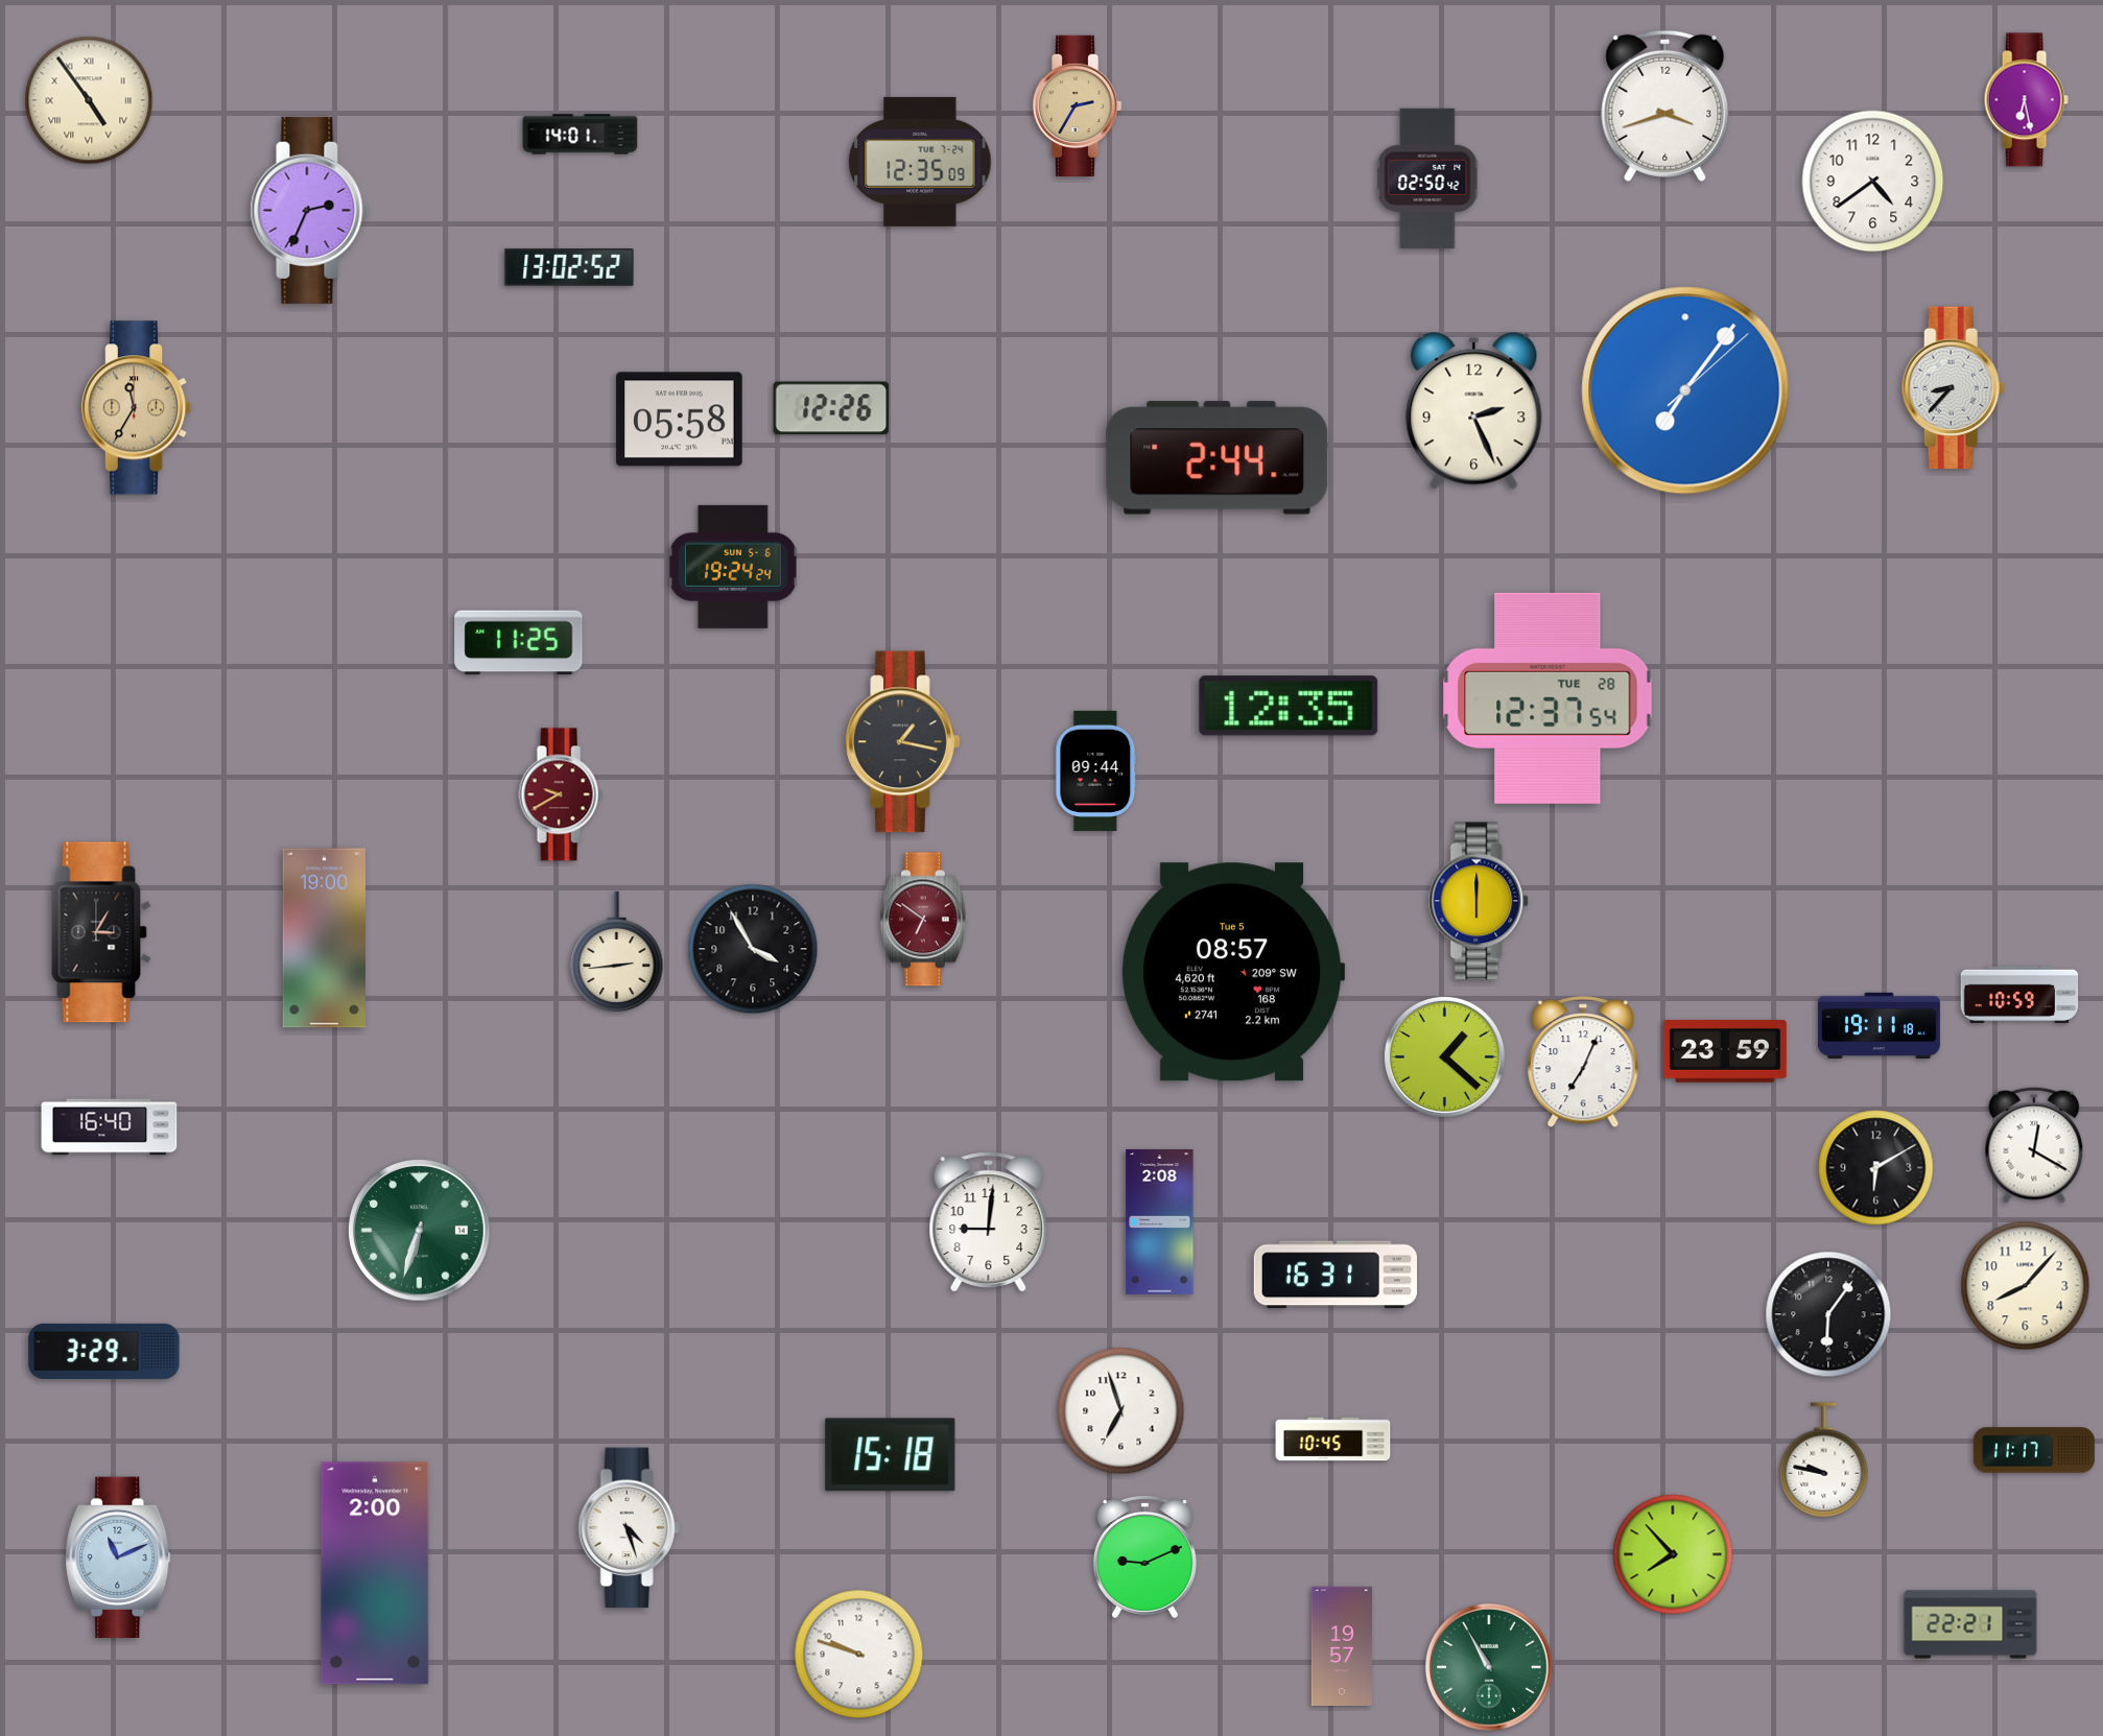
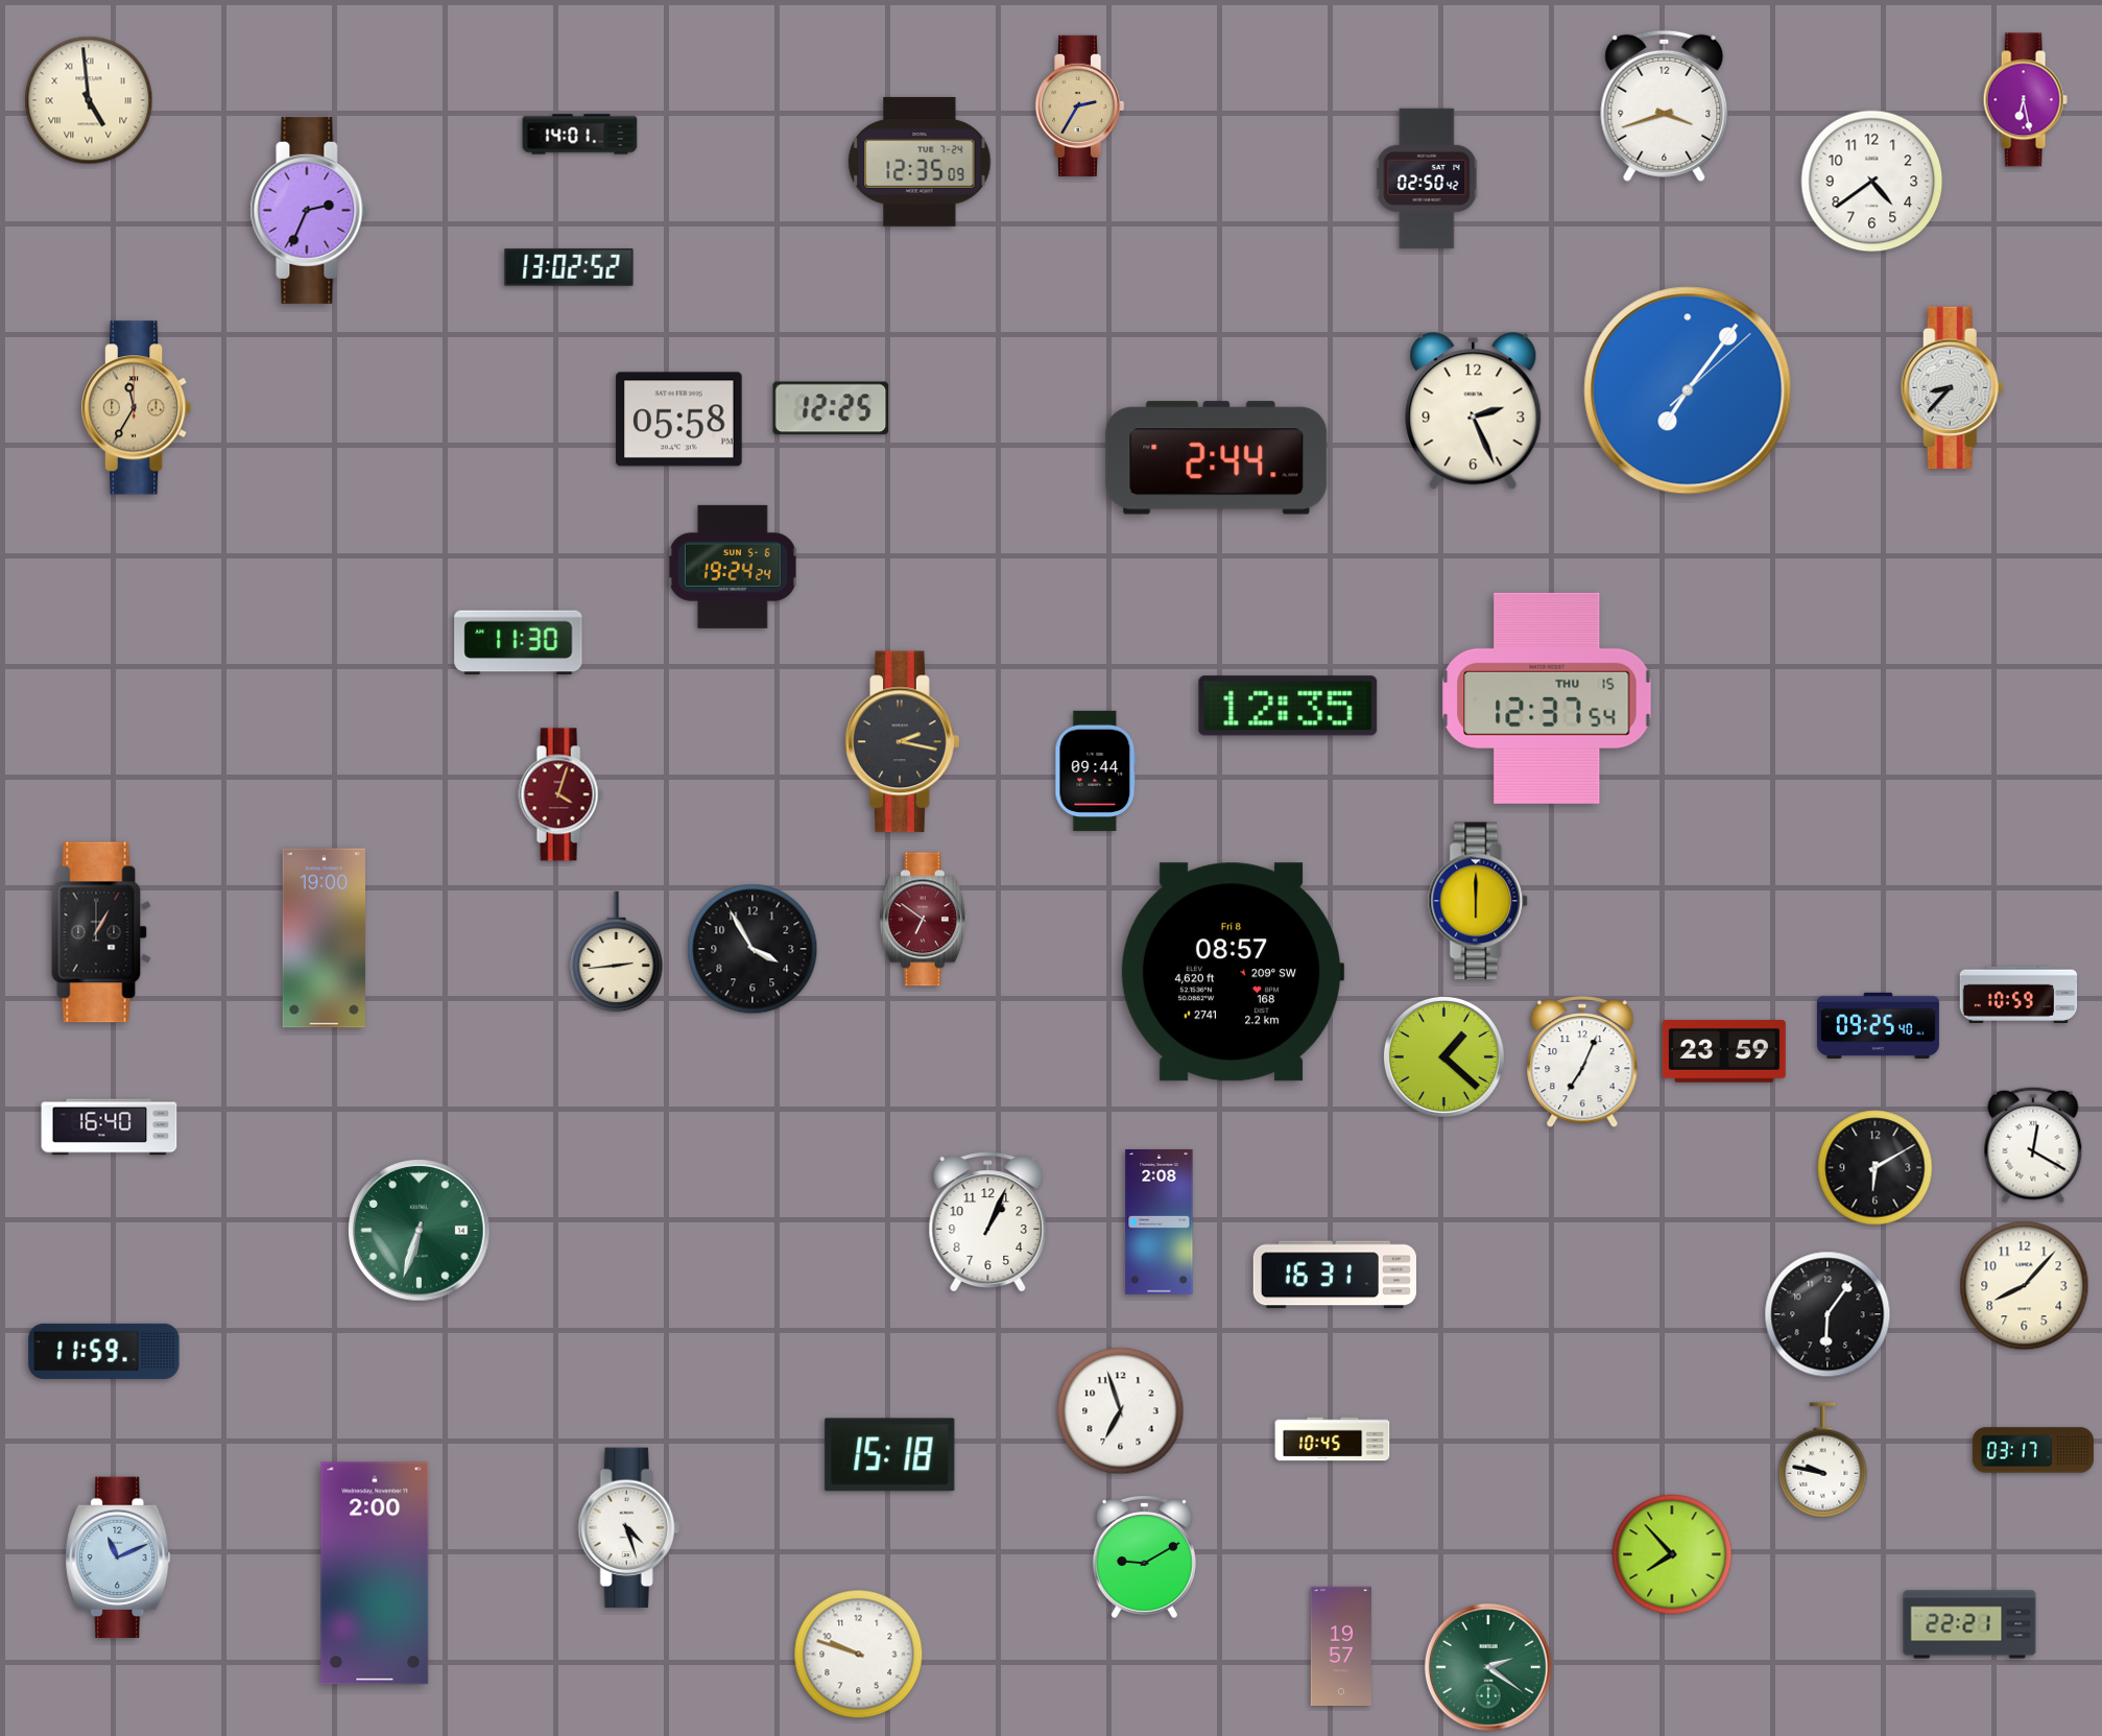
clock at (89, 100): 4:54 -> 4:59
clock at (1077, 105) position: (1077, 105) -> (1079, 105)
clock at (1685, 390) position: (1685, 390) -> (1688, 390)
clock at (831, 408): 12:26 -> 12:25
clock at (519, 643): 11:25 -> 11:30
clock at (1547, 698) date: TUE 28 -> THU 15
clock at (903, 742): 1:17 -> 2:17
clock at (561, 794): 9:40 -> 4:03
clock at (101, 932): 3:05 -> 1:05
clock at (1233, 972) date: Tue 5 -> Fri 8
clock at (1878, 1025): 19:11 -> 09:25
clock at (989, 1222): 9:01 -> 1:04
clock at (104, 1351): 3:29 -> 11:59
clock at (2034, 1450): 11:17 -> 03:17
clock at (1144, 1556): 9:11 -> 9:10
clock at (1489, 1667): 10:55 -> 2:21
